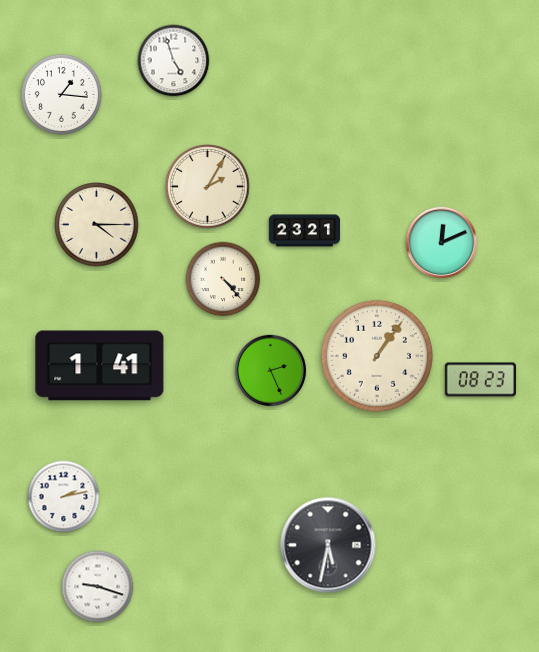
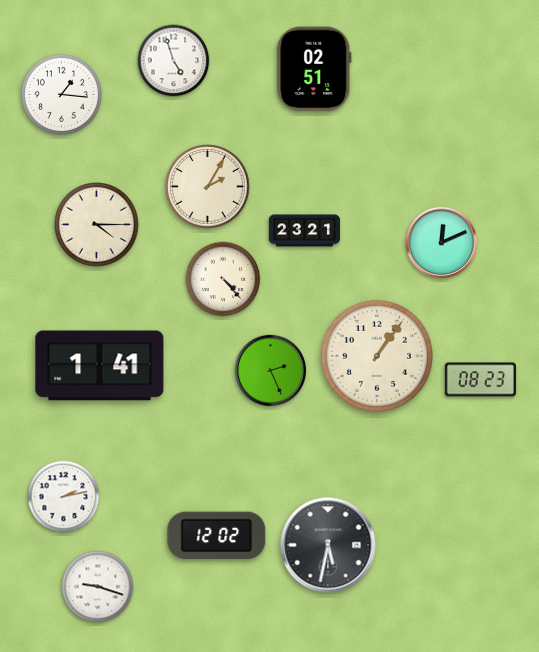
clock at (314, 69): none -> 02:51
clock at (217, 536): none -> 12:02
